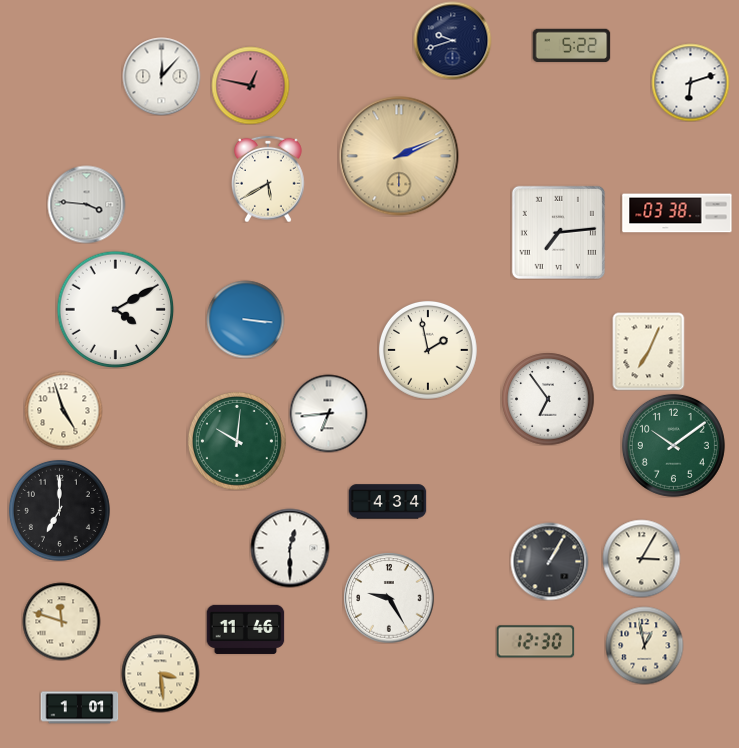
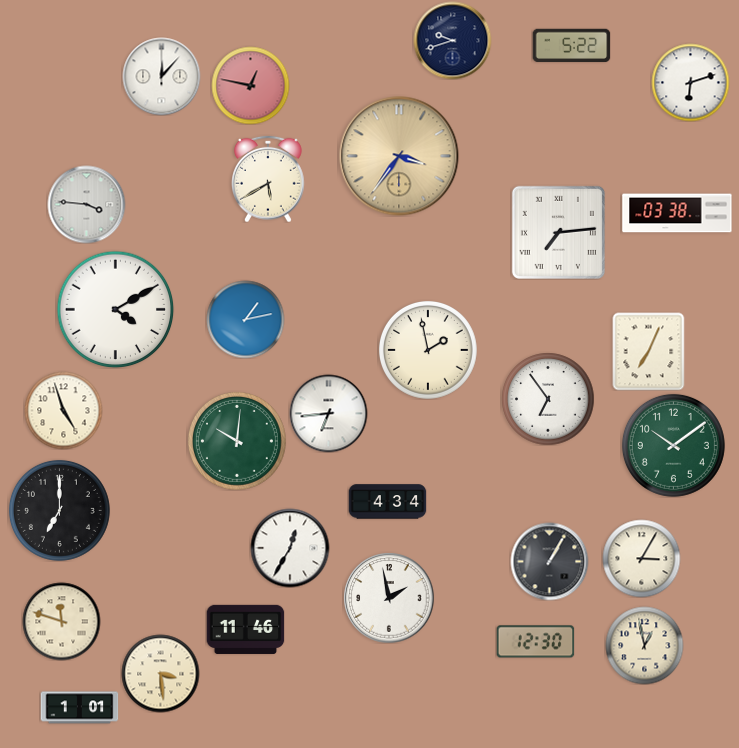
clock at (399, 156): 2:11 -> 3:36
clock at (245, 319): 3:16 -> 1:13
clock at (290, 548): 12:30 -> 12:35
clock at (389, 598): 9:25 -> 1:58
